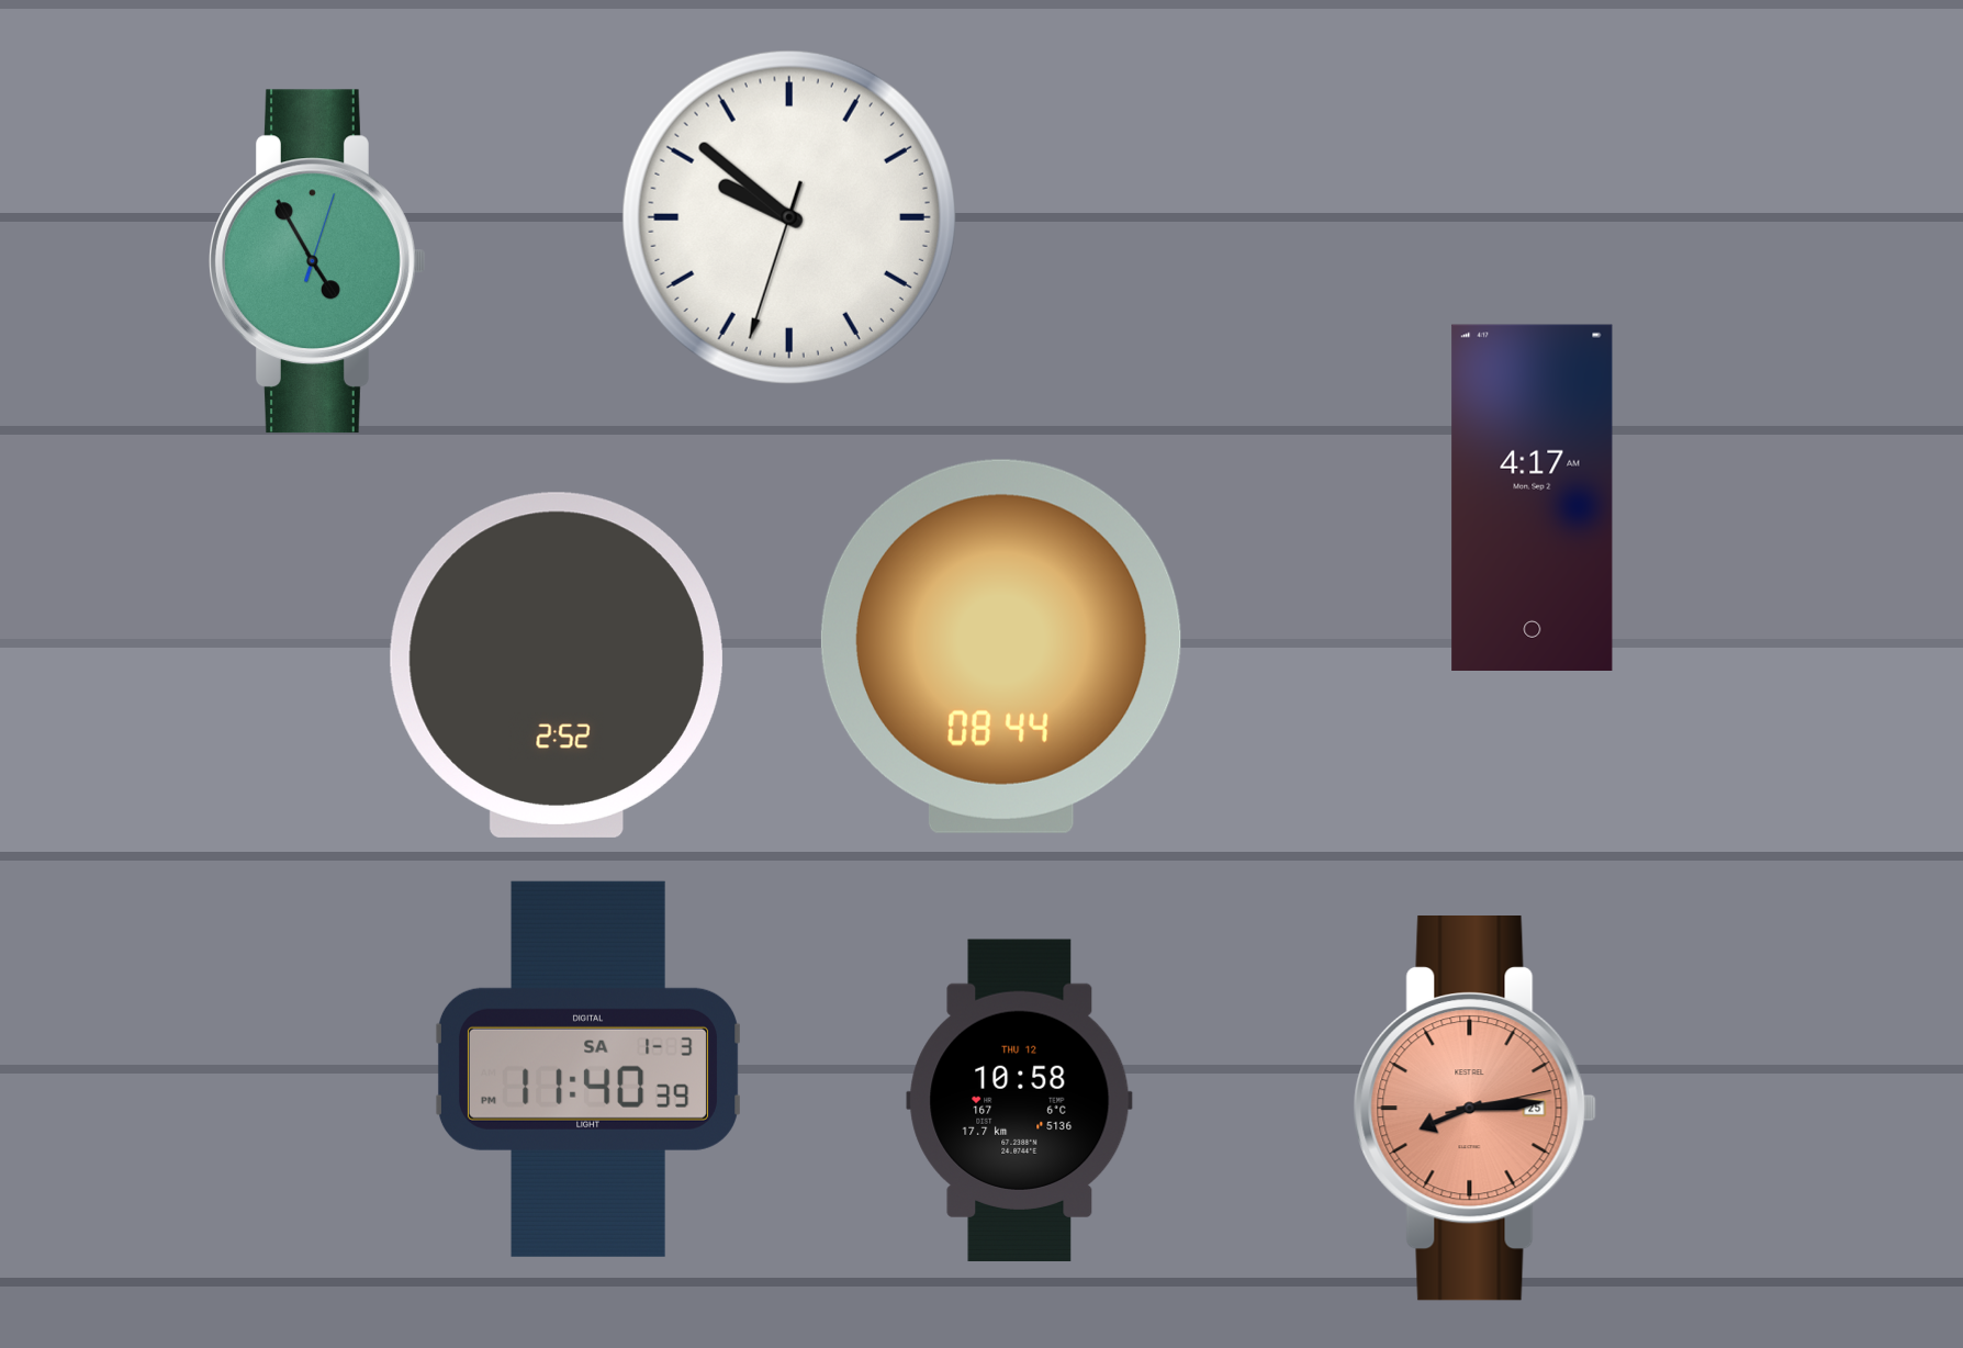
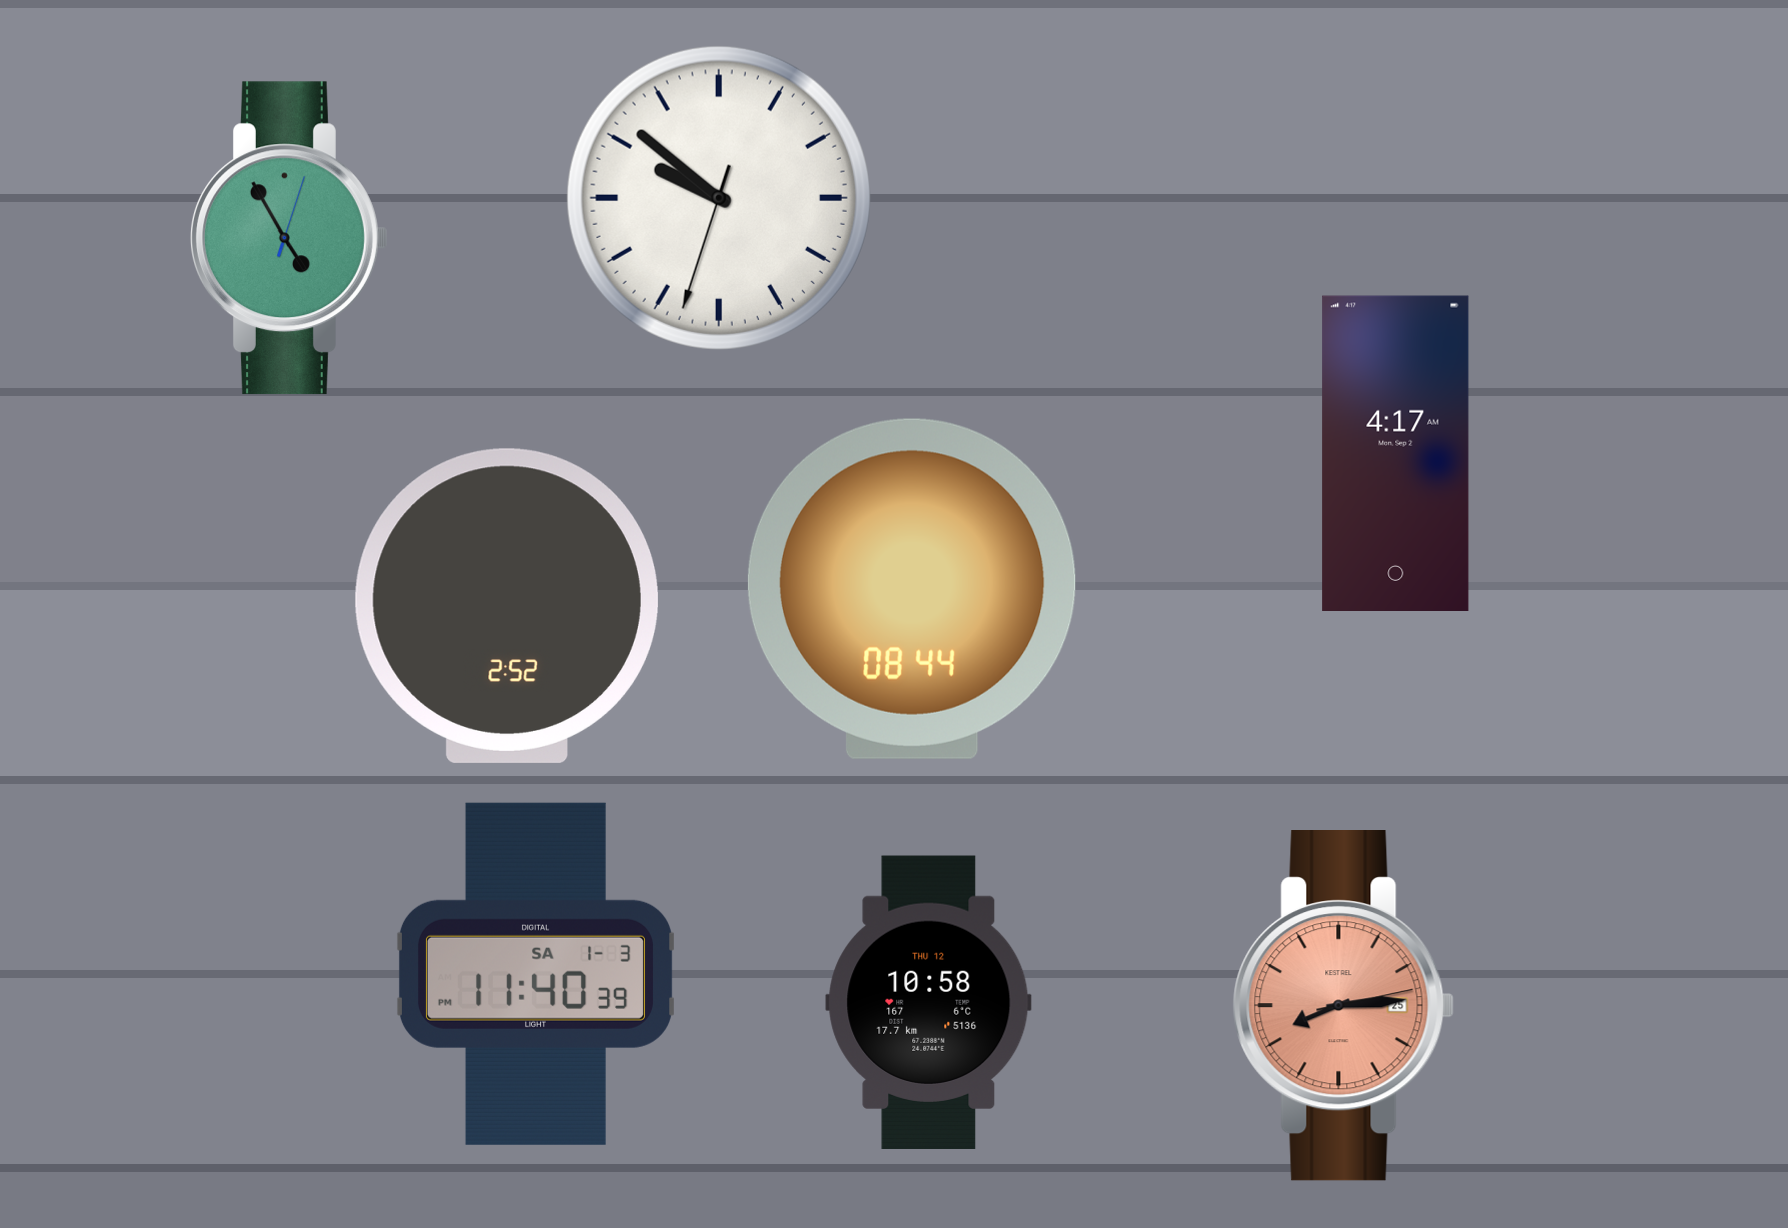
clock at (1474, 1109) position: (1474, 1109) -> (1343, 1006)
